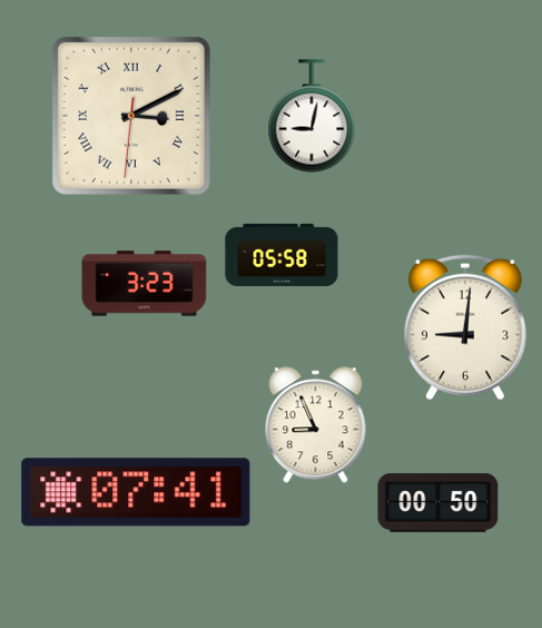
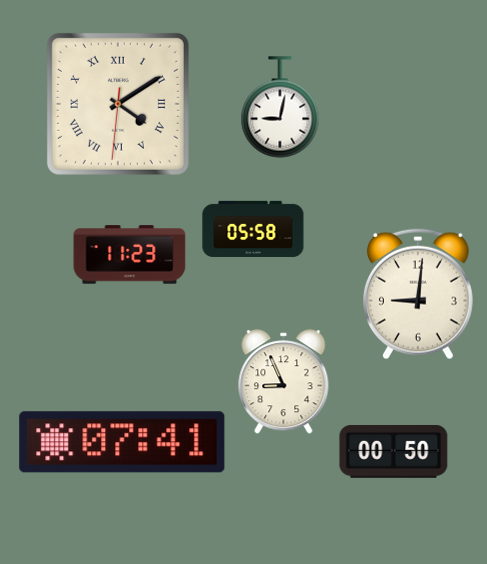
clock at (131, 116): 3:10 -> 4:09
clock at (312, 116) position: (312, 116) -> (280, 107)
clock at (145, 284): 3:23 -> 11:23
